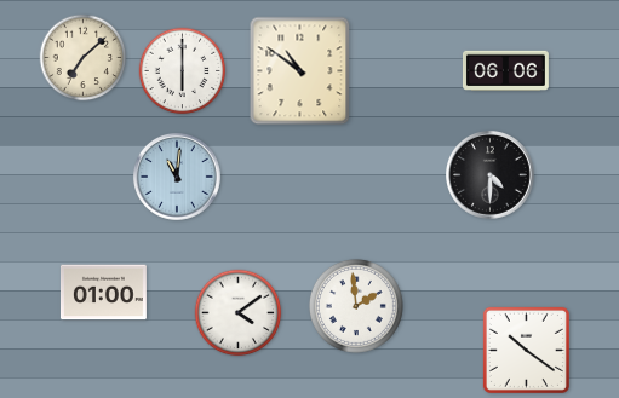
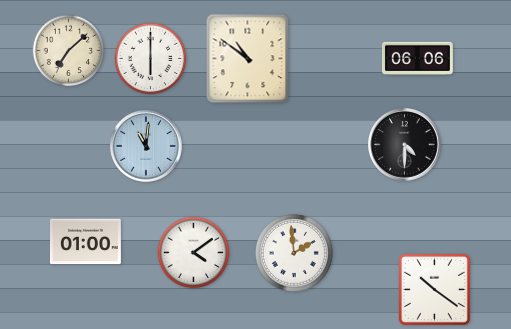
clock at (84, 58) position: (84, 58) -> (69, 51)
clock at (239, 313) position: (239, 313) -> (194, 253)
